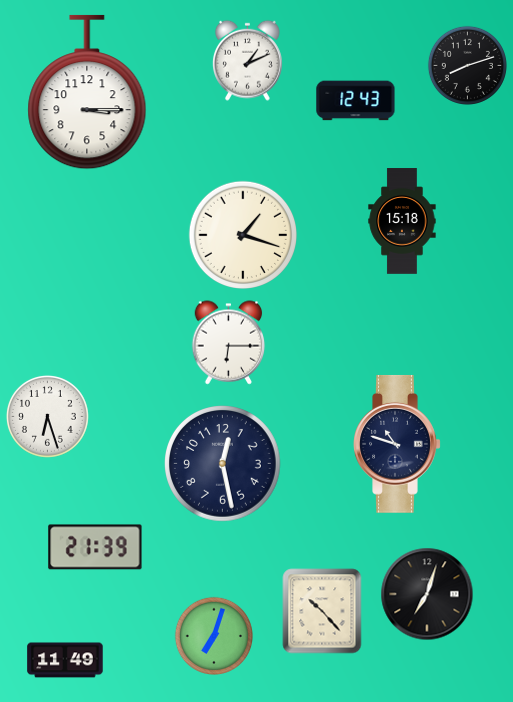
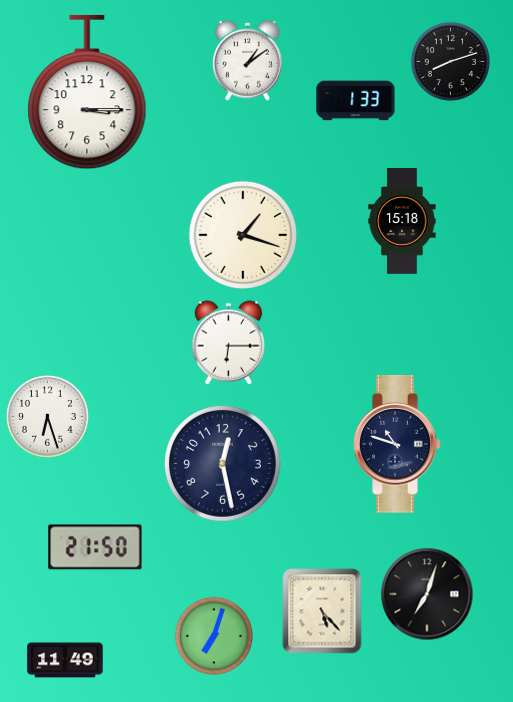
clock at (247, 60): 1:11 -> 1:09
clock at (467, 65) position: (467, 65) -> (450, 61)
clock at (356, 101): 12:43 -> 1:33
clock at (95, 547): 21:39 -> 21:50
clock at (322, 611): 10:23 -> 5:23
